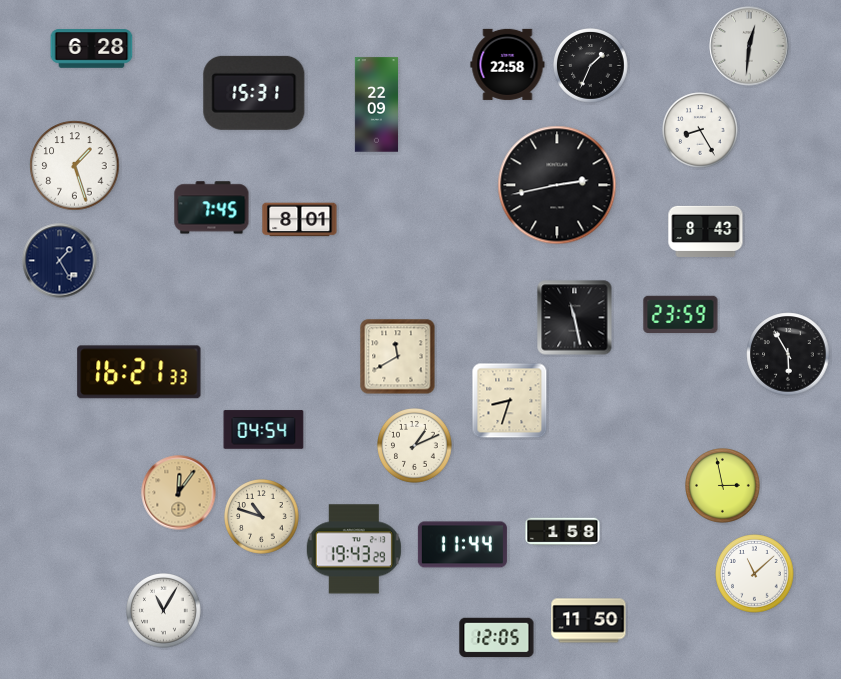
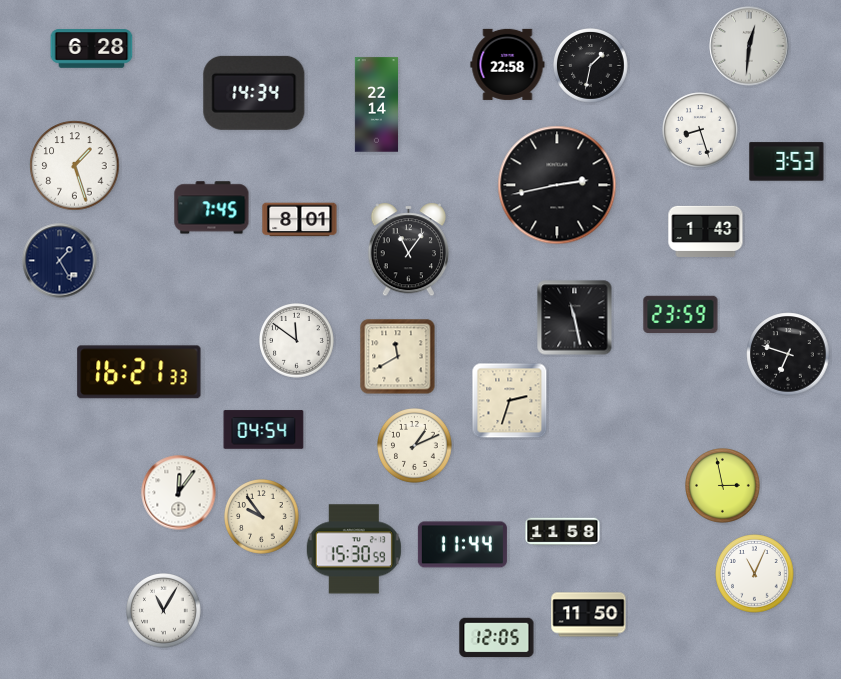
clock at (591, 66): 1:34 -> 1:32
clock at (254, 93): 15:31 -> 14:34
clock at (376, 105): 22:09 -> 22:14
clock at (700, 130): 8:25 -> 8:27
clock at (787, 162): none -> 3:53
clock at (706, 231): 8:43 -> 1:43
clock at (409, 250): none -> 11:06
clock at (297, 341): none -> 11:51
clock at (788, 354): 5:55 -> 6:48
clock at (510, 401): 8:33 -> 2:33
clock at (179, 493) dial: champagne -> white
clock at (262, 517): 10:48 -> 9:54
clock at (563, 532): 1:58 -> 11:58
clock at (354, 549): 19:43 -> 15:30
clock at (755, 574): 11:08 -> 11:04
clock at (589, 621) position: (589, 621) -> (589, 615)
